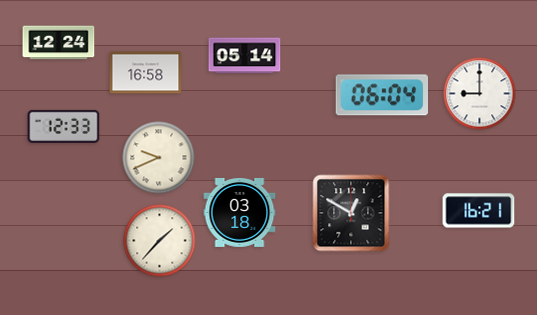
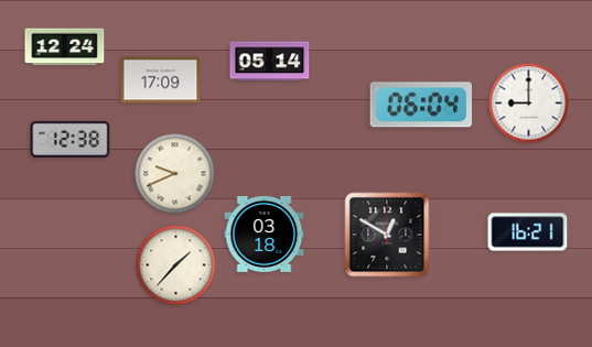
clock at (146, 73): 16:58 -> 17:09
clock at (64, 126): 12:33 -> 12:38
